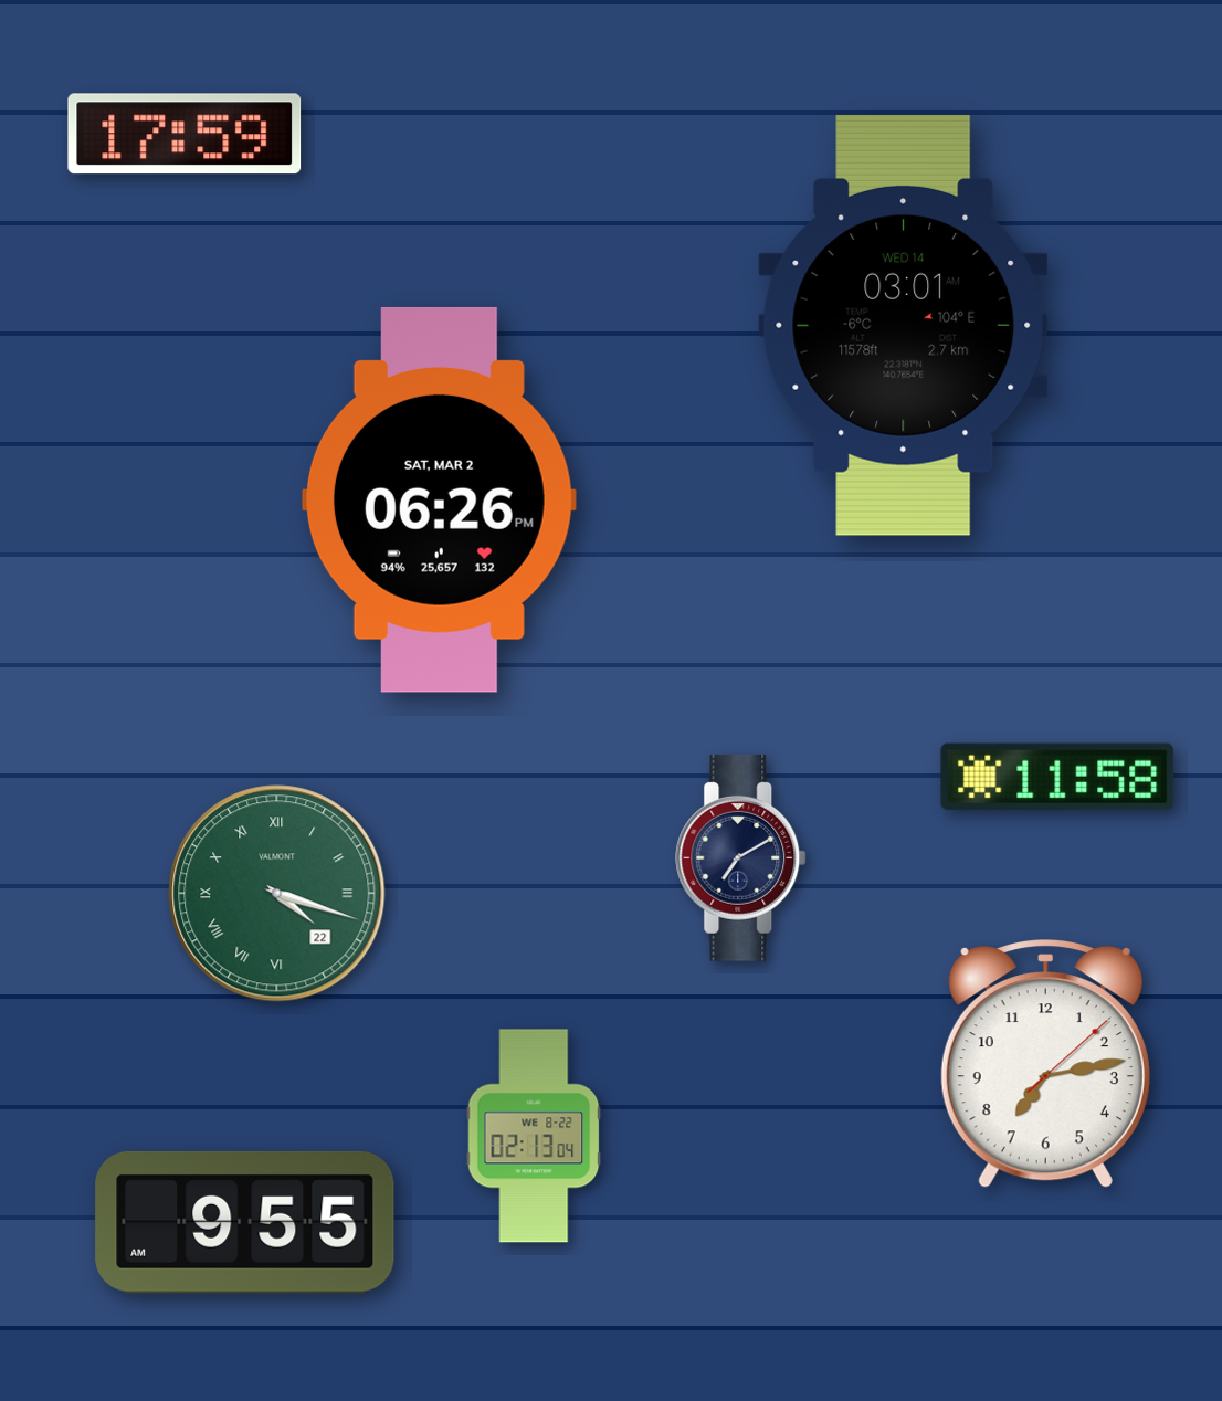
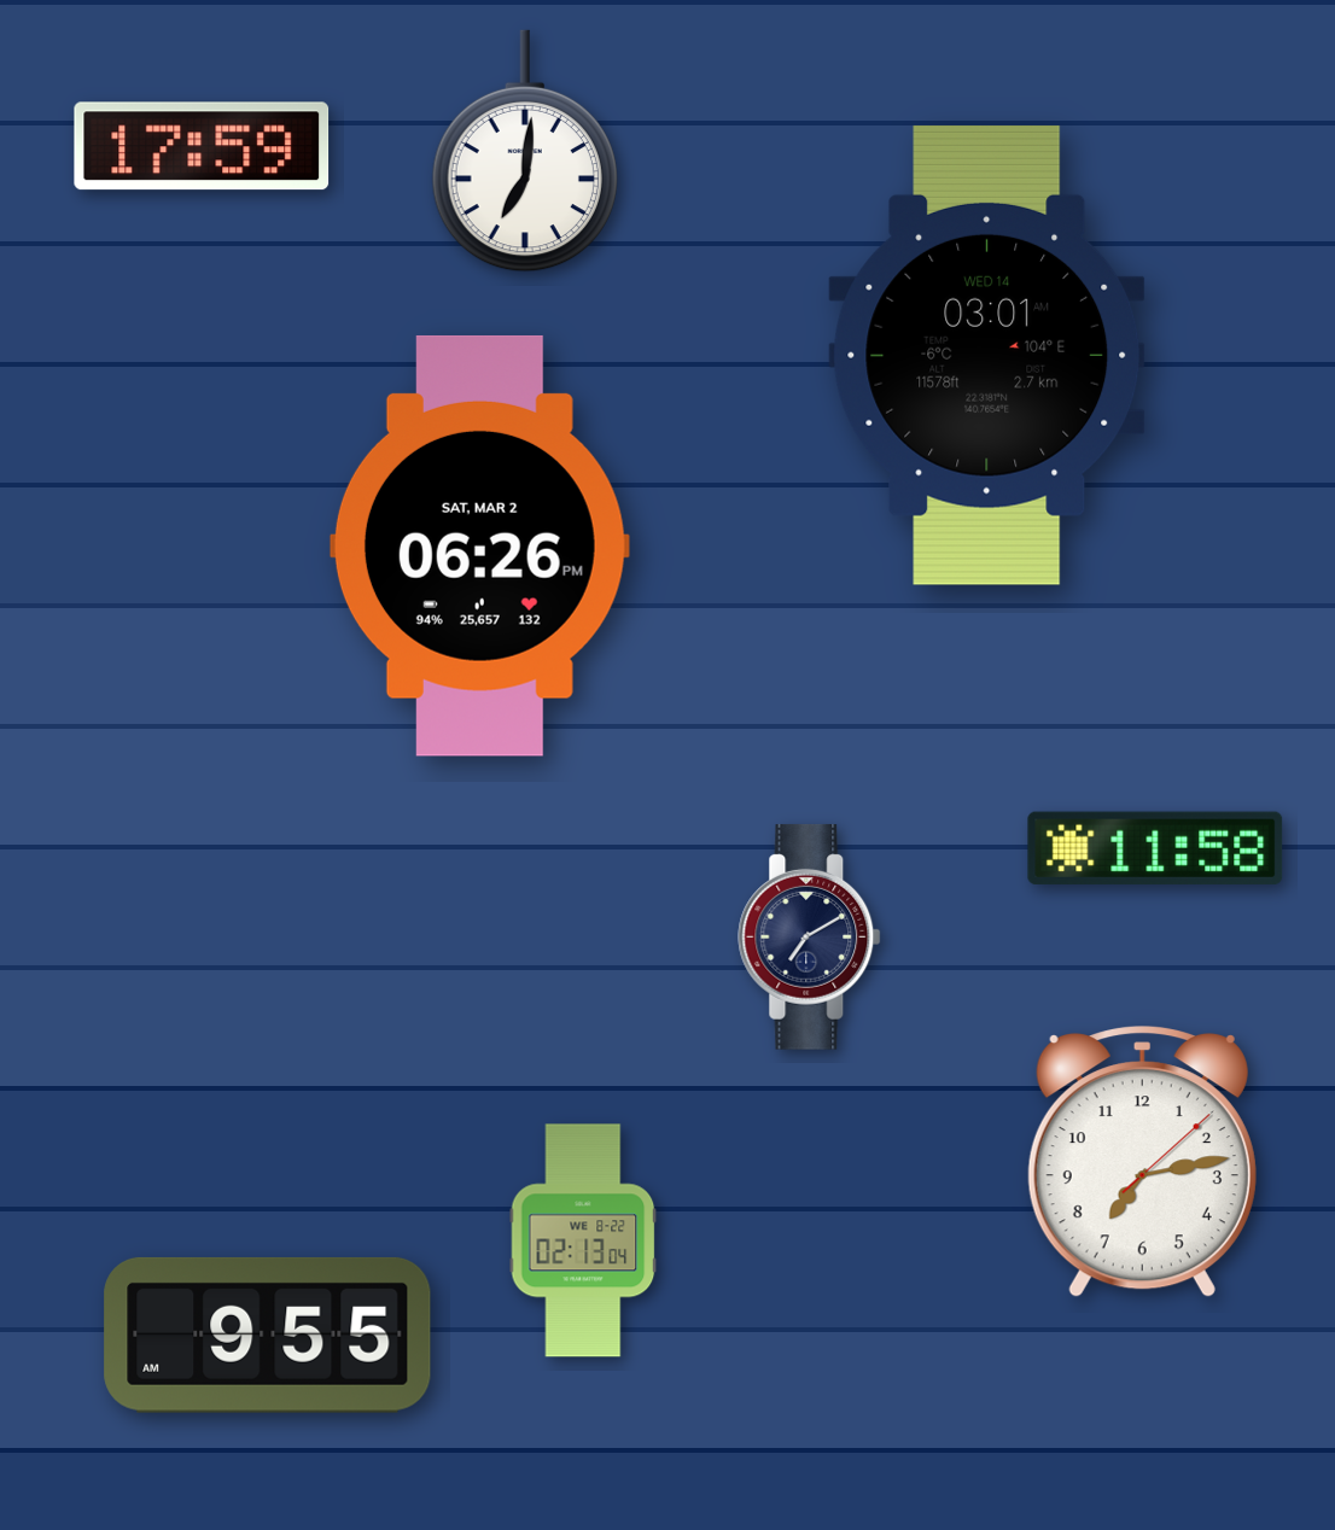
clock at (525, 151): none -> 7:01
clock at (277, 894): 4:18 -> none
